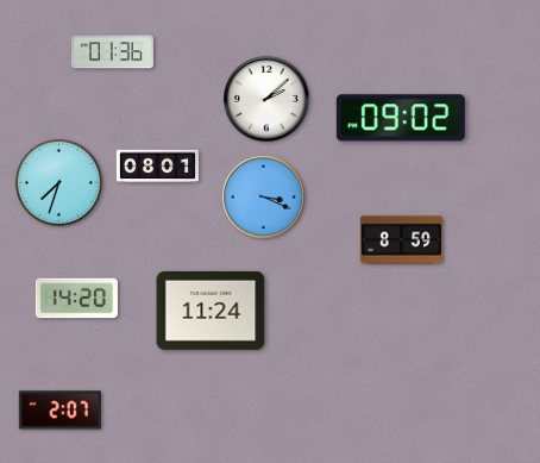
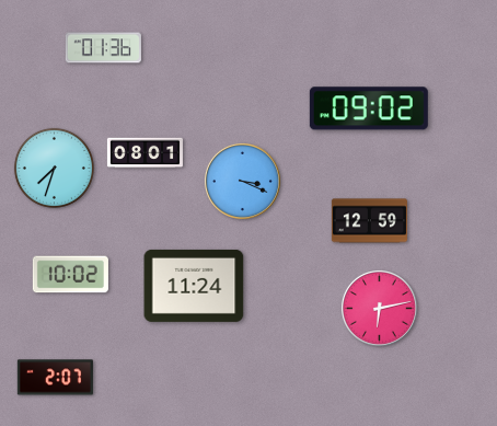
clock at (266, 99): 2:08 -> none
clock at (401, 240): 8:59 -> 12:59
clock at (76, 299): 14:20 -> 10:02
clock at (379, 308): none -> 6:13
